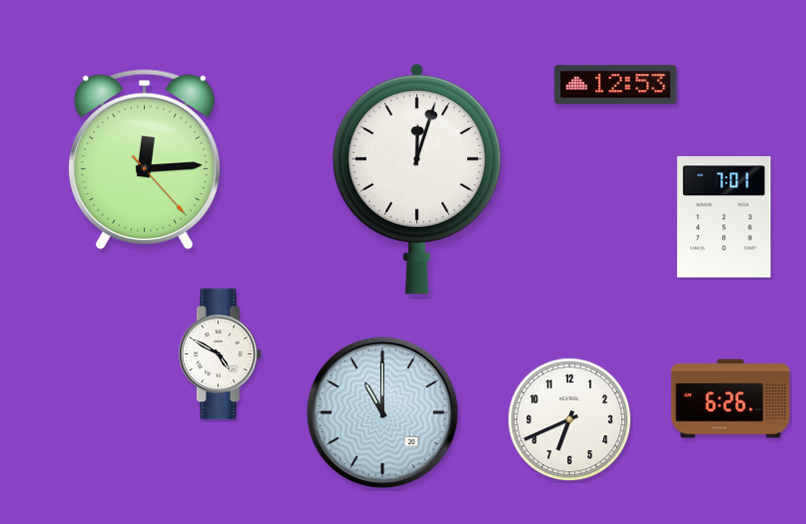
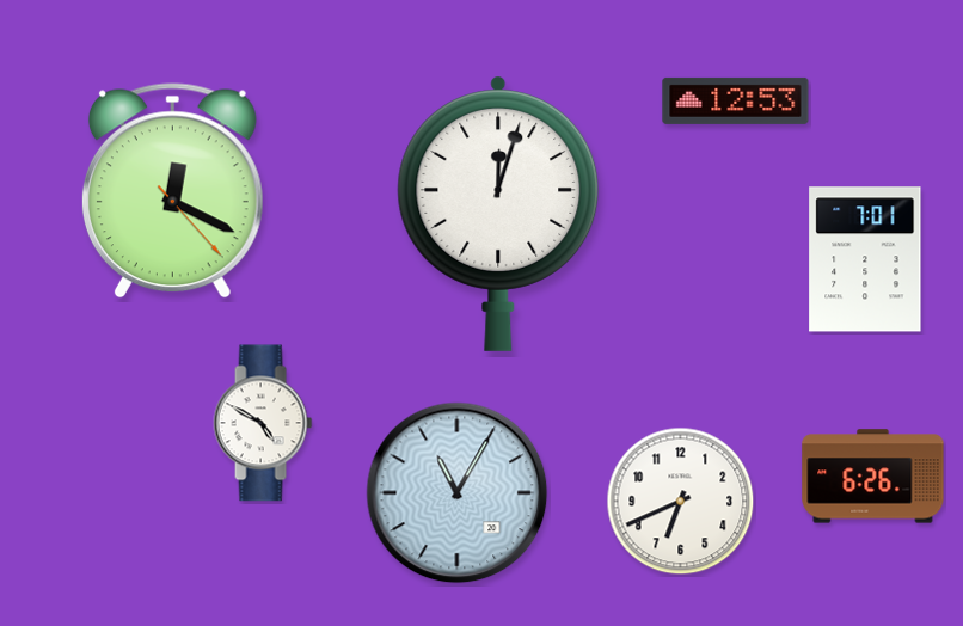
clock at (144, 160): 12:14 -> 12:19
clock at (383, 413): 11:00 -> 11:05
